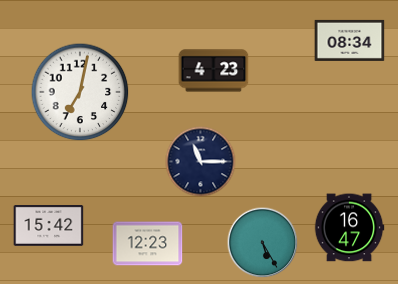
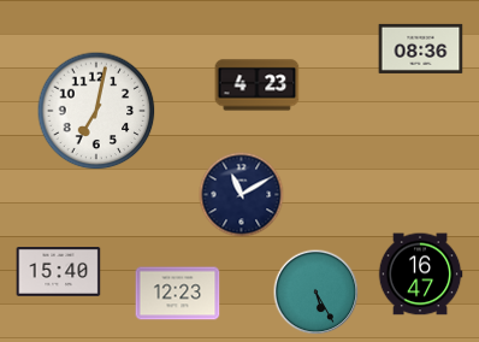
clock at (350, 40): 08:34 -> 08:36
clock at (201, 162): 11:15 -> 11:10
clock at (49, 226): 15:42 -> 15:40
